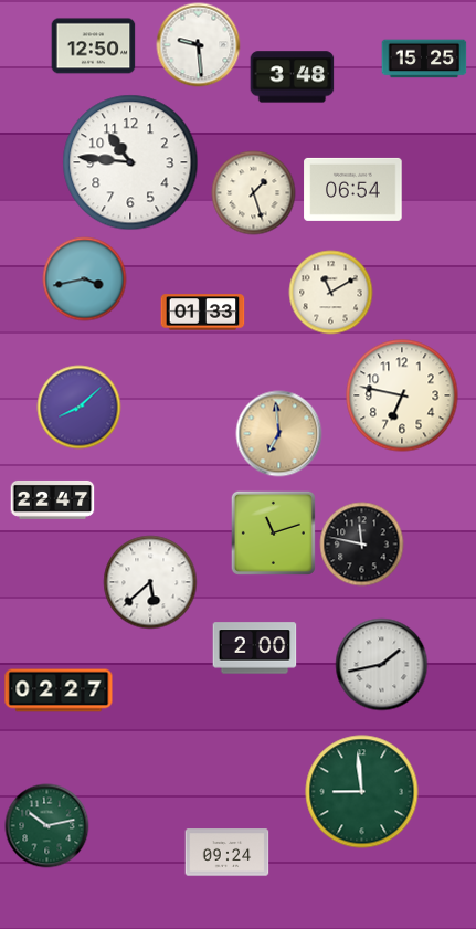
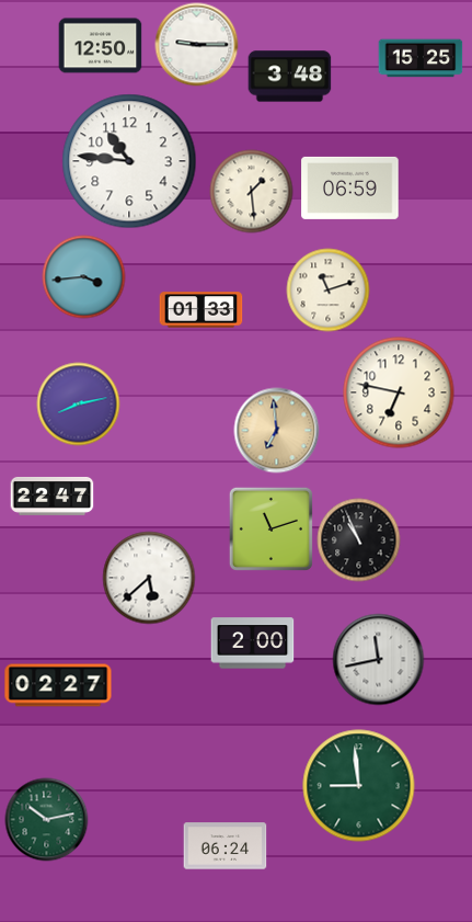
clock at (199, 45): 9:29 -> 9:15
clock at (94, 46) position: (94, 46) -> (101, 46)
clock at (353, 189): 06:54 -> 06:59
clock at (254, 193): 1:27 -> 1:29
clock at (85, 279): 3:43 -> 3:44
clock at (331, 293): 11:10 -> 11:12
clock at (80, 408): 8:08 -> 8:13
clock at (362, 545): 11:47 -> 10:56
clock at (382, 665): 1:43 -> 11:43
clock at (228, 853): 09:24 -> 06:24
